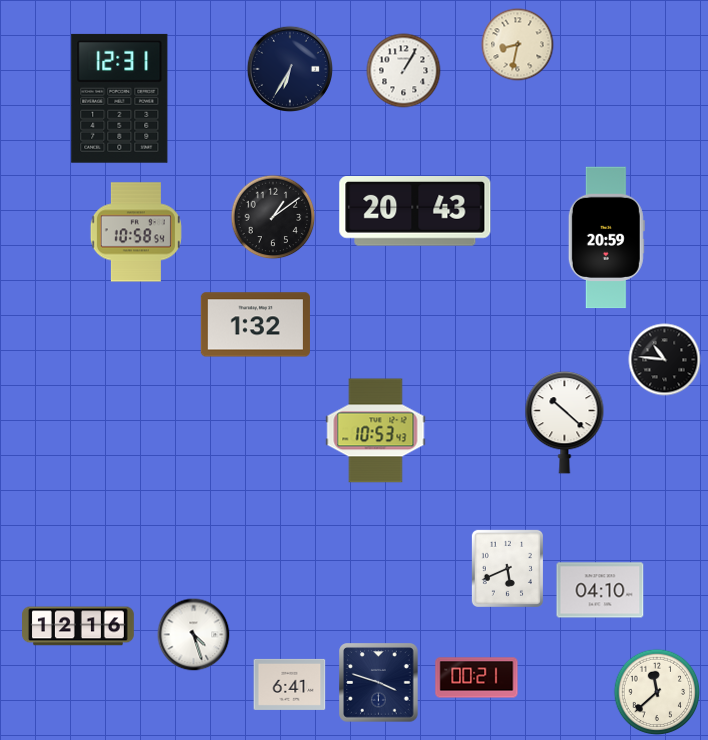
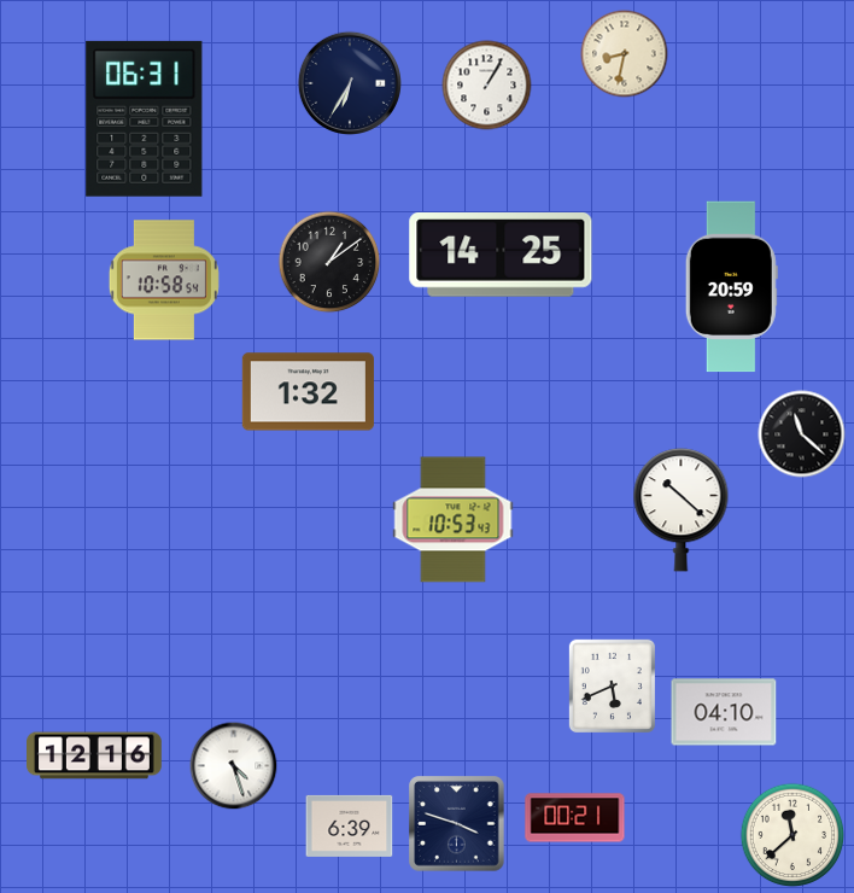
clock at (120, 98): 12:31 -> 06:31
clock at (415, 212): 20:43 -> 14:25
clock at (665, 360): 10:46 -> 11:22
clock at (290, 684): 6:41 -> 6:39
